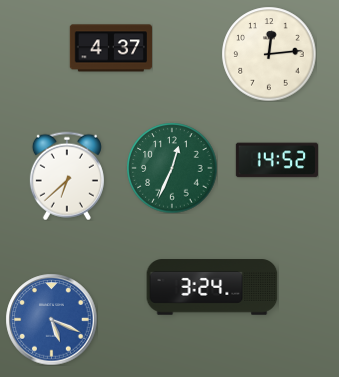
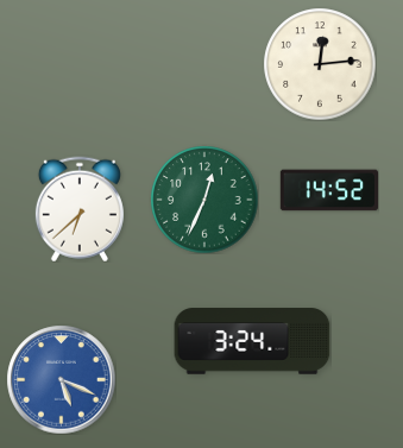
clock at (110, 48): 4:37 -> none
